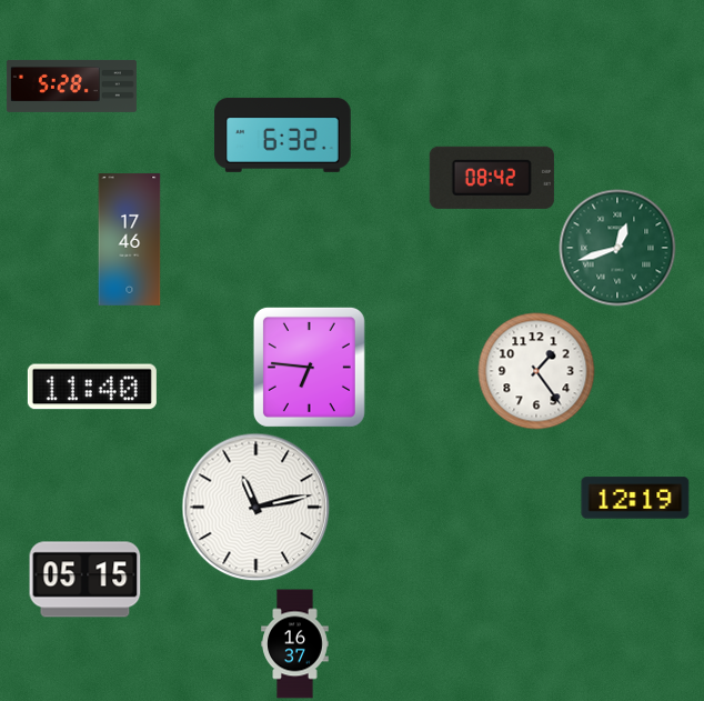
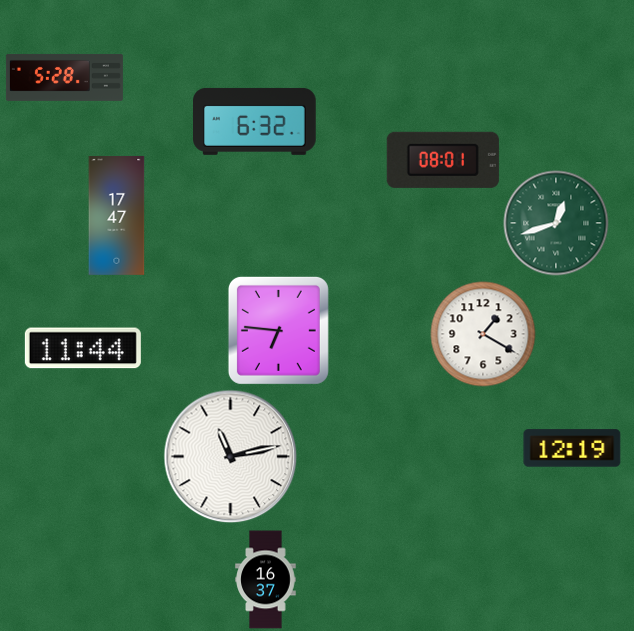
clock at (492, 178): 08:42 -> 08:01
clock at (130, 239): 17:46 -> 17:47
clock at (536, 371): 1:24 -> 1:20
clock at (92, 387): 11:40 -> 11:44
clock at (86, 580): 05:15 -> none
